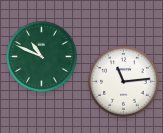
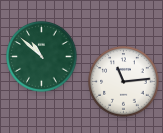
clock at (42, 57): 10:49 -> 10:52
